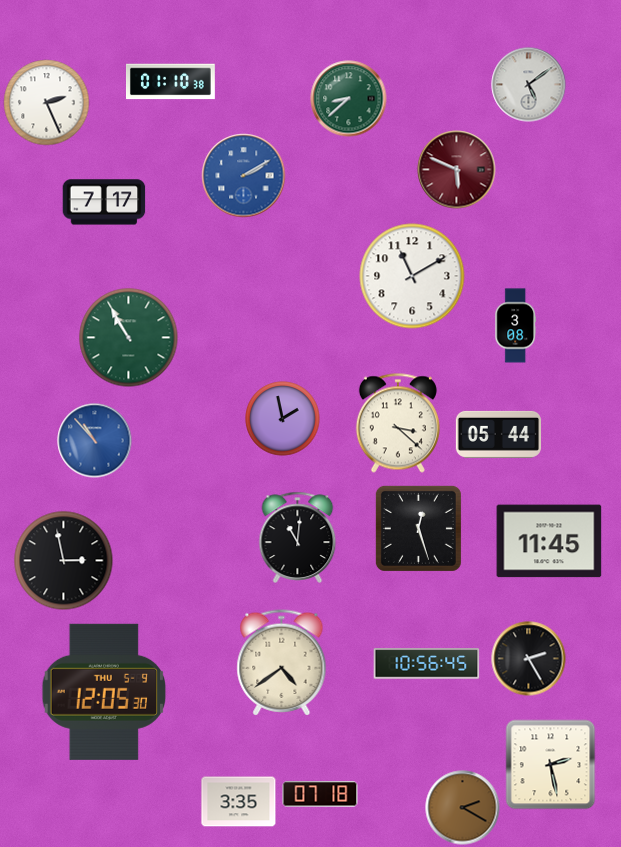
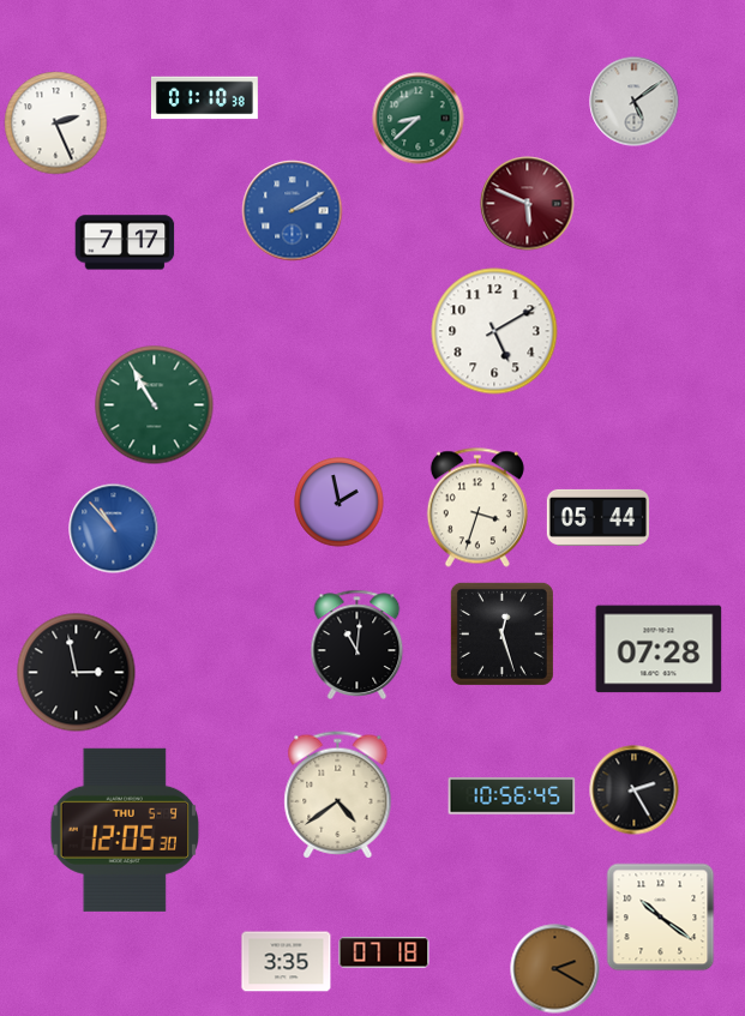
clock at (457, 170) position: (457, 170) -> (528, 204)
clock at (412, 276): 11:10 -> 5:10
clock at (515, 326): 3:08 -> none
clock at (398, 423): 3:22 -> 3:33
clock at (498, 434) position: (498, 434) -> (597, 517)
clock at (549, 541): 11:45 -> 07:28
clock at (551, 765): 2:28 -> 10:21
